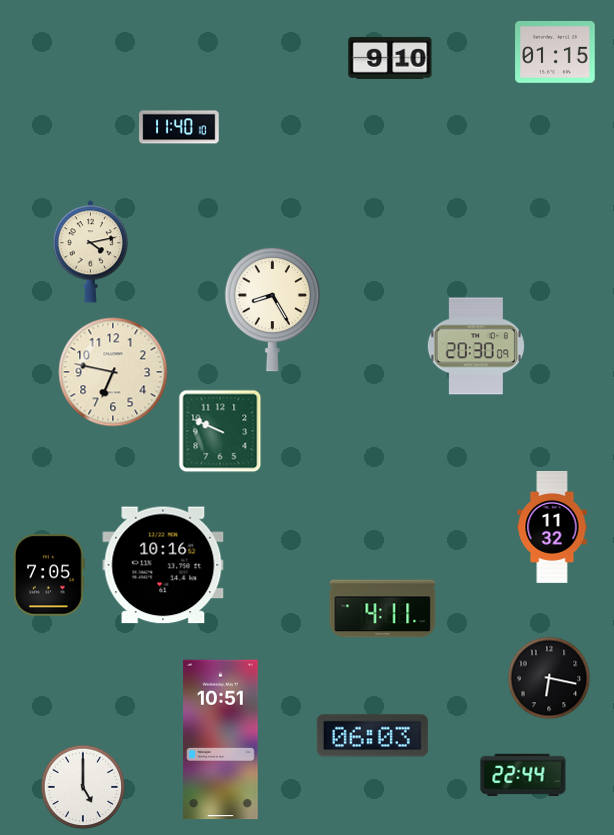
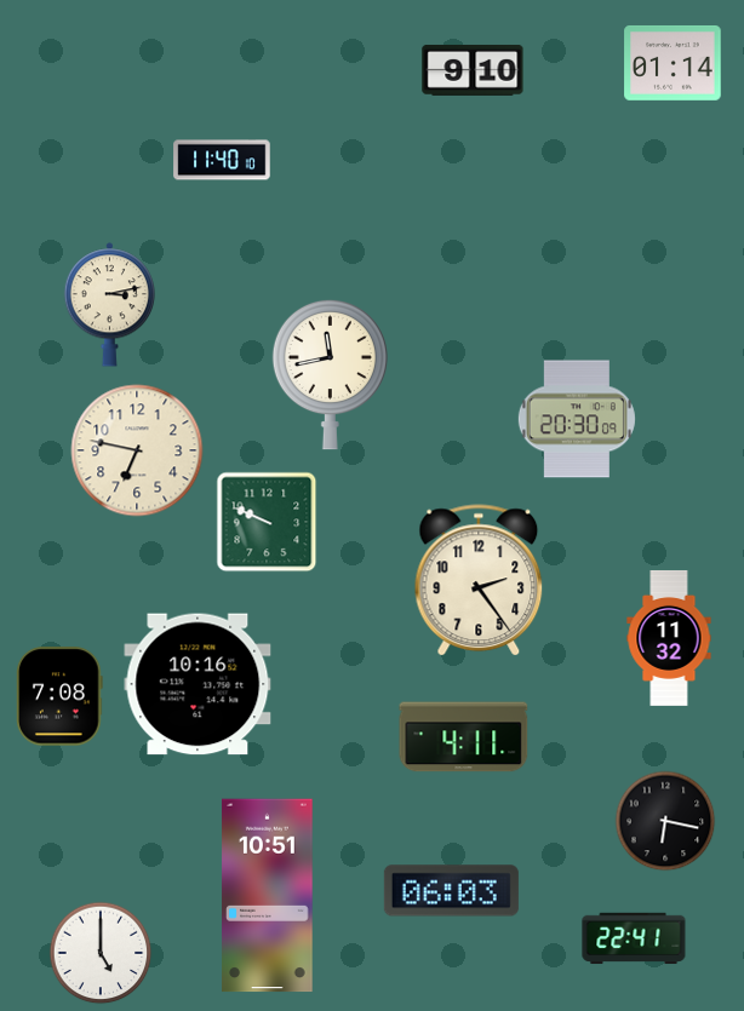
clock at (555, 52): 01:15 -> 01:14
clock at (179, 127) position: (179, 127) -> (222, 160)
clock at (90, 252): 4:13 -> 3:13
clock at (272, 309): 8:25 -> 11:43
clock at (479, 581): none -> 2:24
clock at (50, 575): 7:05 -> 7:08
clock at (523, 775): 22:44 -> 22:41
